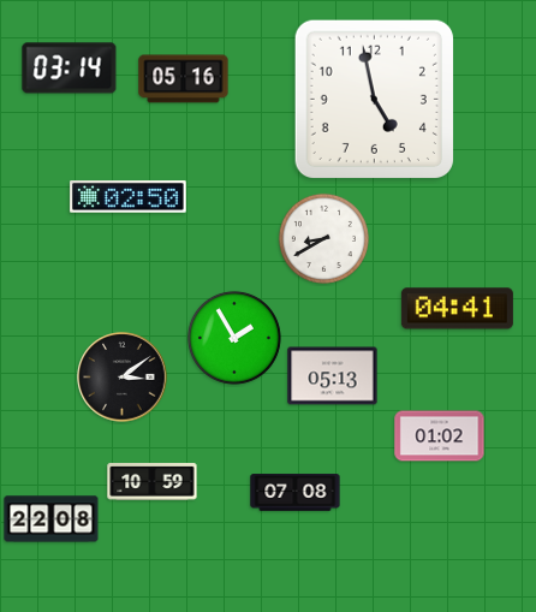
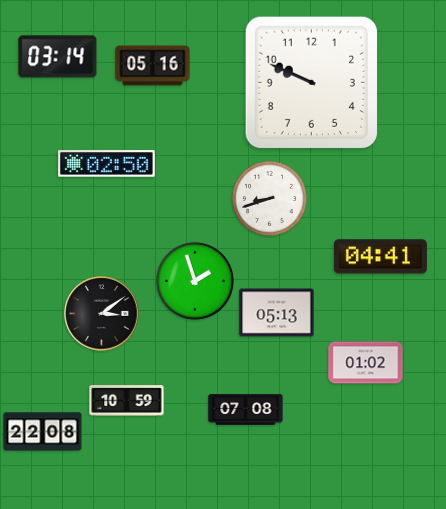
clock at (374, 99): 4:58 -> 9:49
clock at (323, 238): 8:40 -> 8:42
clock at (234, 338): 1:55 -> 1:57
